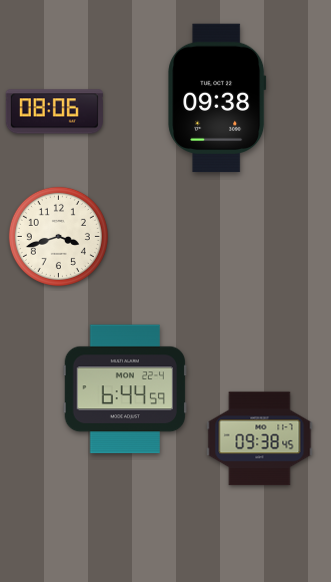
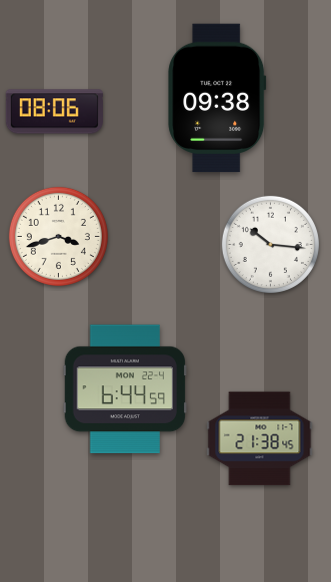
clock at (270, 244): none -> 10:16
clock at (260, 439): 09:38 -> 21:38
